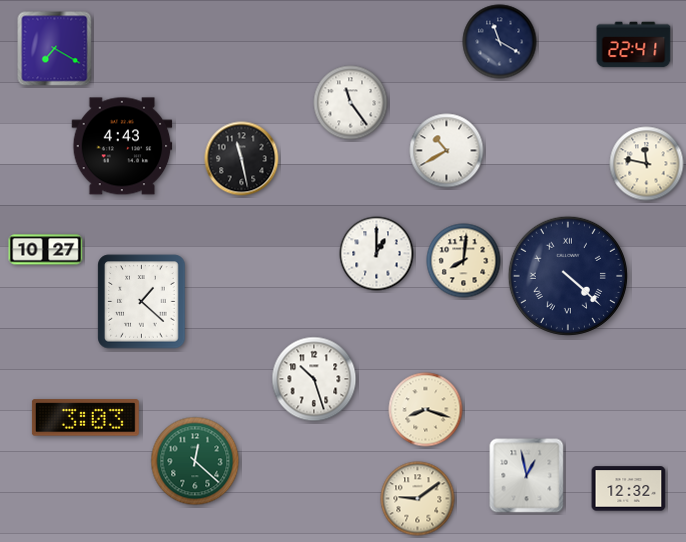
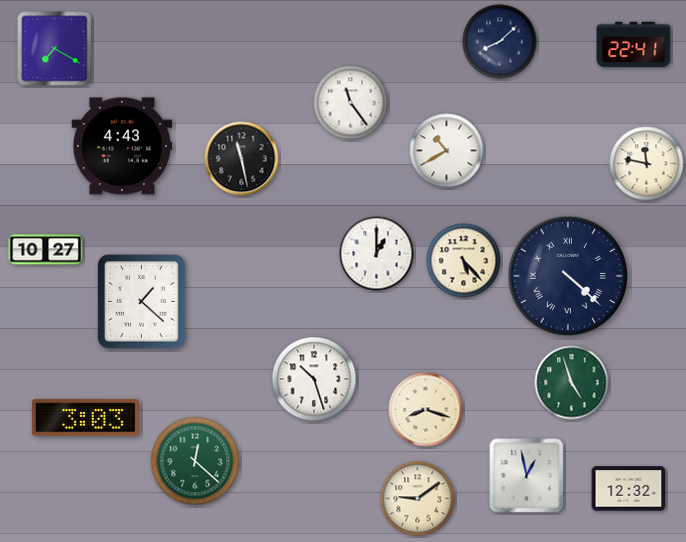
clock at (500, 42): 11:20 -> 8:08
clock at (464, 261): 8:01 -> 5:23
clock at (572, 383): none -> 4:57
